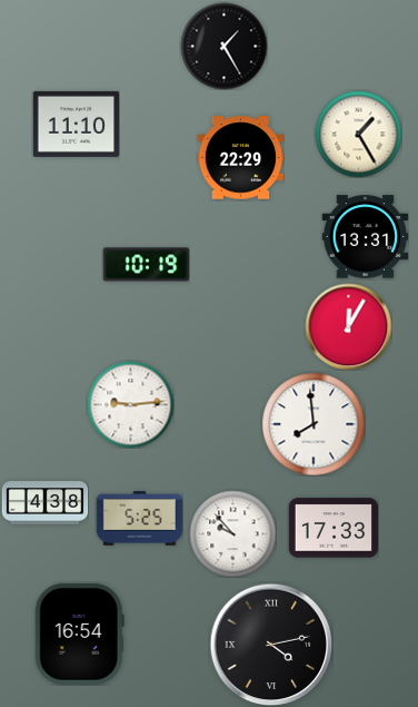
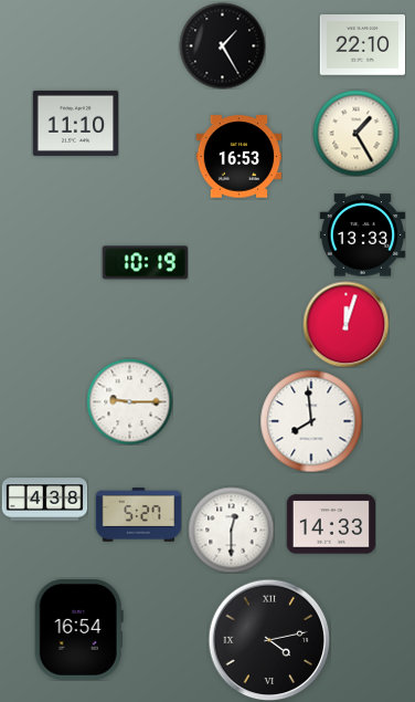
clock at (362, 45): none -> 22:10
clock at (240, 158): 22:29 -> 16:53
clock at (365, 237): 13:31 -> 13:33
clock at (348, 326): 12:05 -> 12:03
clock at (130, 404): 9:14 -> 9:15
clock at (139, 519): 5:25 -> 5:27
clock at (332, 528): 17:33 -> 14:33
clock at (232, 533): 9:53 -> 12:30
